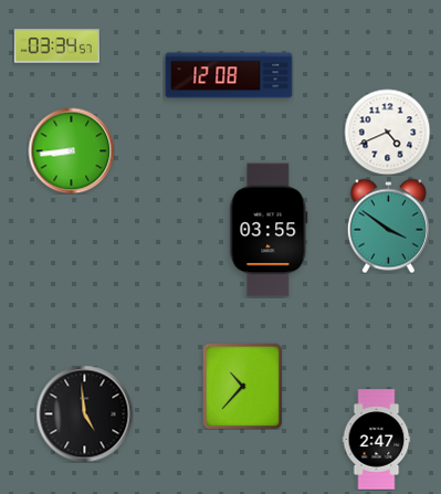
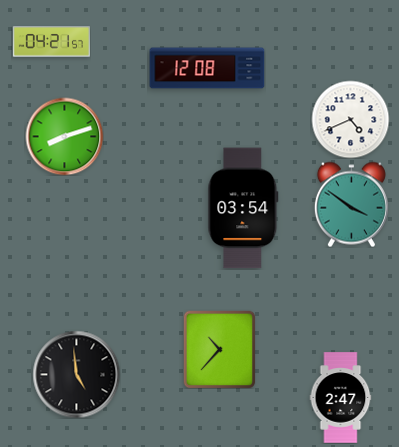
clock at (56, 46): 03:34 -> 04:21
clock at (71, 150): 8:44 -> 8:12
clock at (269, 230): 03:55 -> 03:54
